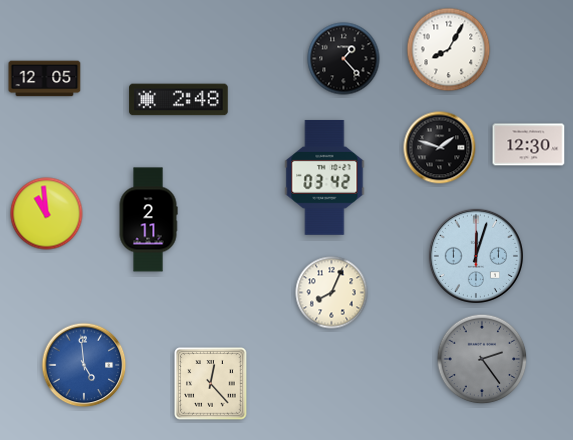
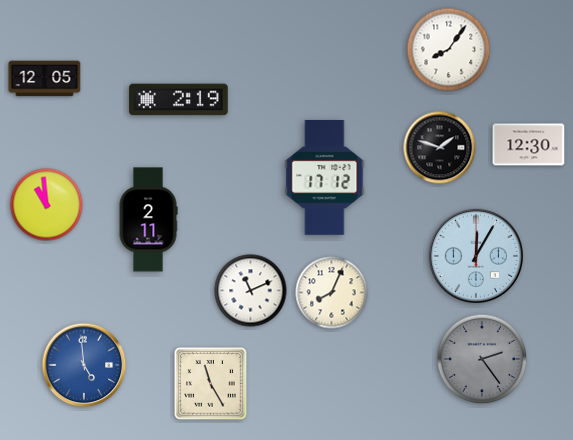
clock at (449, 50): 8:05 -> 8:06
clock at (344, 59): 1:23 -> none
clock at (179, 100): 2:48 -> 2:19
clock at (325, 177): 03:42 -> 17:12
clock at (47, 214) position: (47, 214) -> (47, 205)
clock at (476, 256): 12:03 -> 12:05
clock at (251, 291): none -> 11:11
clock at (211, 384): 12:23 -> 11:25
